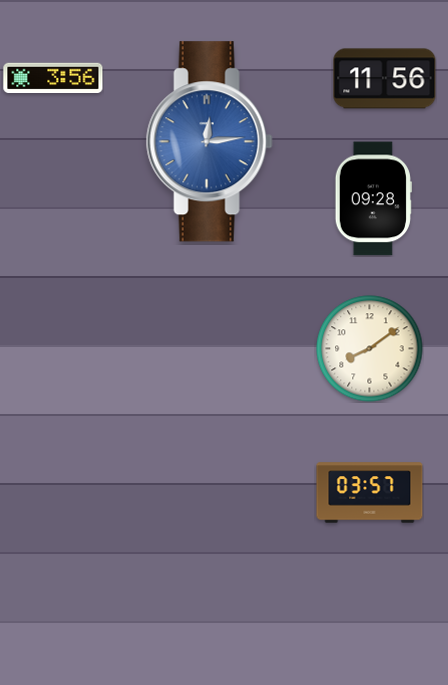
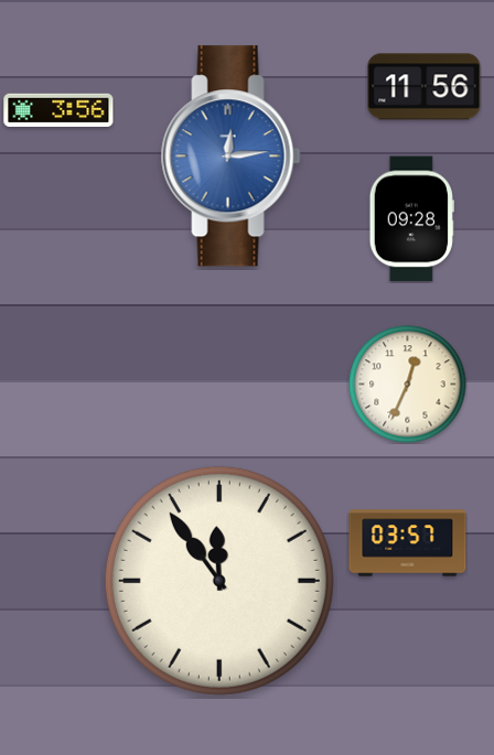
clock at (53, 78) position: (53, 78) -> (58, 110)
clock at (370, 349): 8:09 -> 12:34
clock at (219, 581): none -> 11:54
